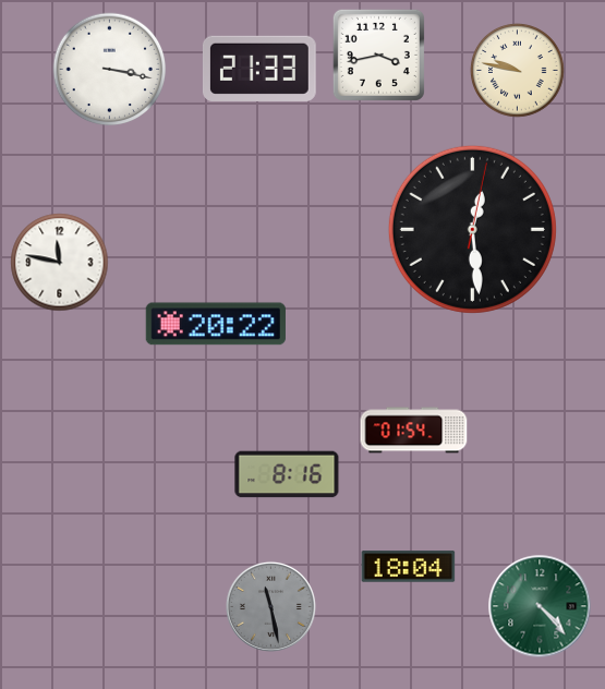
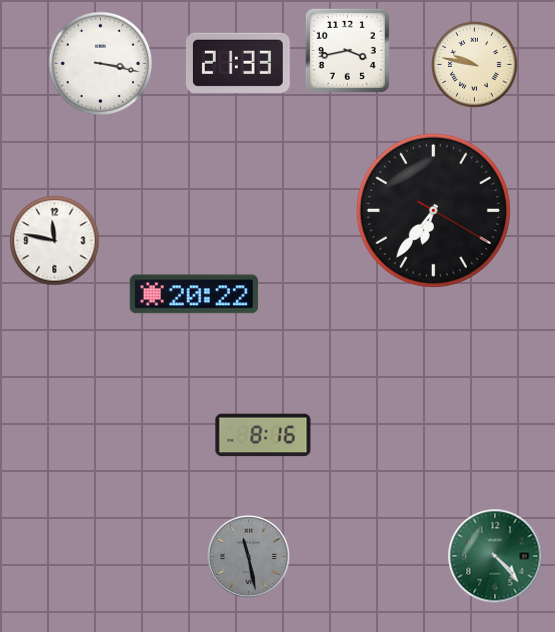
clock at (472, 229): 12:29 -> 6:36
clock at (216, 324) position: (216, 324) -> (194, 294)
clock at (414, 431): 01:54 -> none
clock at (409, 567): 18:04 -> none
